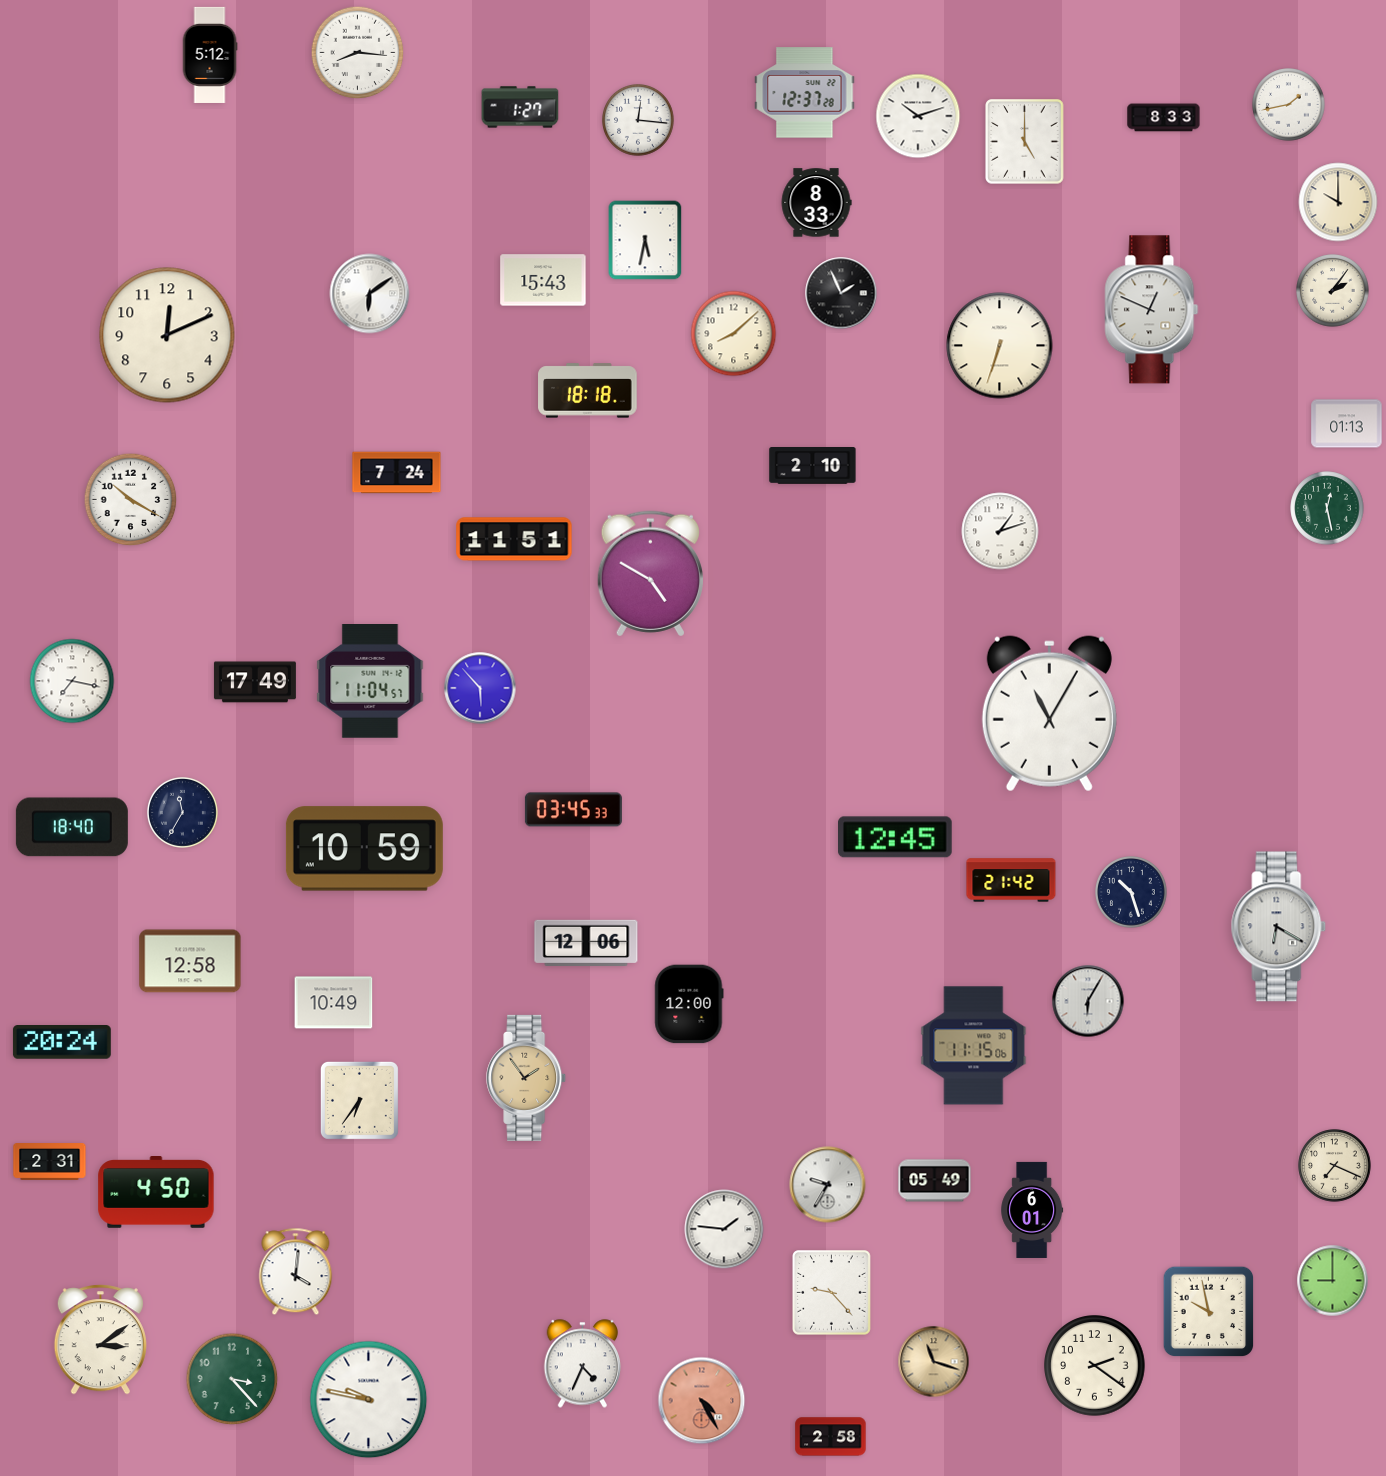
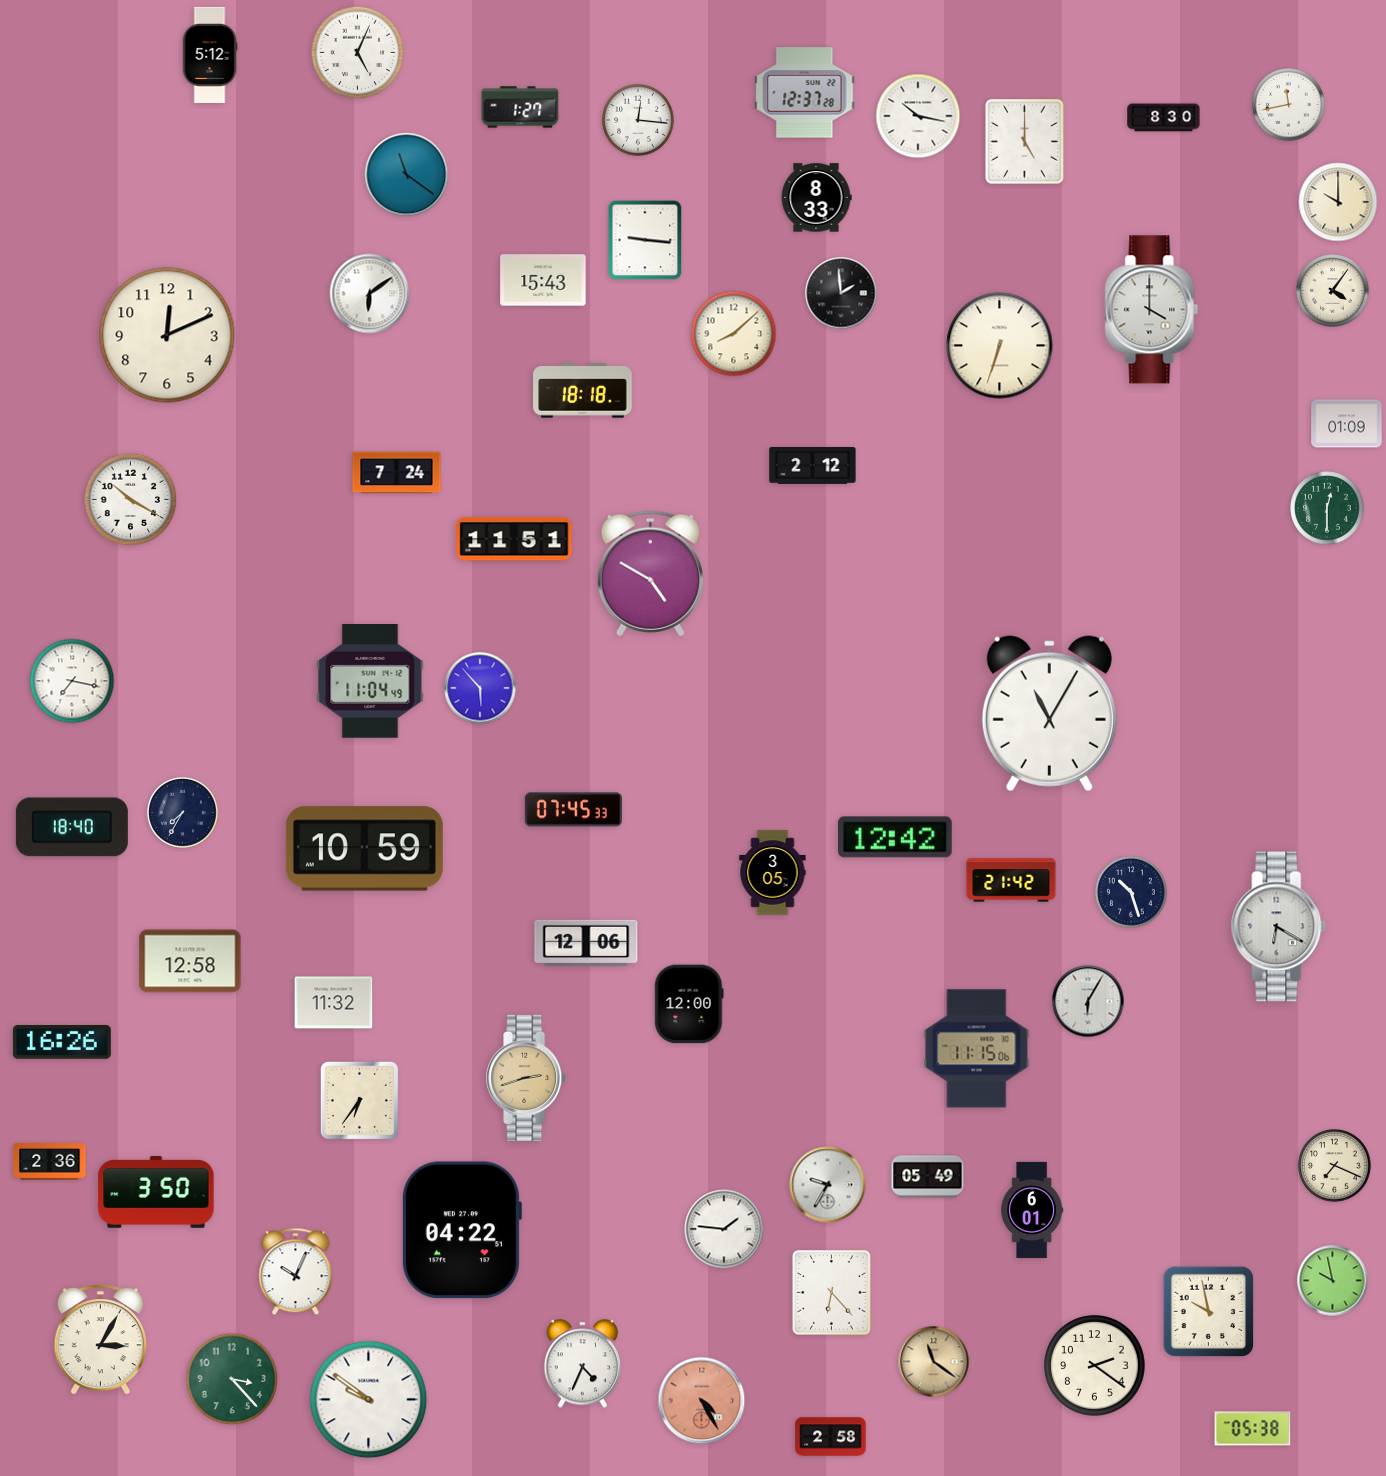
clock at (358, 53): 8:16 -> 5:04
clock at (1289, 105): 1:43 -> 11:43
clock at (918, 116): 10:12 -> 10:17
clock at (1164, 118): 8:33 -> 8:30
clock at (407, 175): none -> 11:21
clock at (816, 203) position: (816, 203) -> (816, 198)
clock at (645, 240): 5:32 -> 9:16
clock at (1333, 291): 2:06 -> 4:06
clock at (841, 293): 1:56 -> 1:59
clock at (1152, 310): 12:49 -> 4:00
clock at (588, 391) position: (588, 391) -> (583, 391)
clock at (1347, 424): 01:13 -> 01:09
clock at (813, 466): 2:10 -> 2:12
clock at (1327, 508): 12:28 -> 12:30
clock at (1000, 531): 1:12 -> none
clock at (370, 681): 11:04:57 -> 11:04:49
clock at (255, 682): 17:49 -> none
clock at (573, 810): 03:45 -> 07:45
clock at (182, 812): 11:35 -> 7:35
clock at (896, 837): 12:45 -> 12:42
clock at (773, 873): none -> 3:05
clock at (334, 1003): 10:49 -> 11:32
clock at (62, 1043): 20:24 -> 16:26
clock at (974, 1046) position: (974, 1046) -> (977, 1049)
clock at (527, 1078): 1:54 -> 2:42
clock at (50, 1162): 2:31 -> 2:36
clock at (935, 1181) position: (935, 1181) -> (928, 1177)
clock at (156, 1193): 4:50 -> 3:50
clock at (461, 1230): none -> 04:22
clock at (296, 1272): 4:01 -> 10:04
clock at (1333, 1281): 9:00 -> 9:58
clock at (832, 1293): 9:23 -> 6:23
clock at (100, 1340): 3:09 -> 3:05
clock at (934, 1362): 11:18 -> 11:21
clock at (369, 1400): 9:47 -> 9:51
clock at (1253, 1429): none -> 05:38
